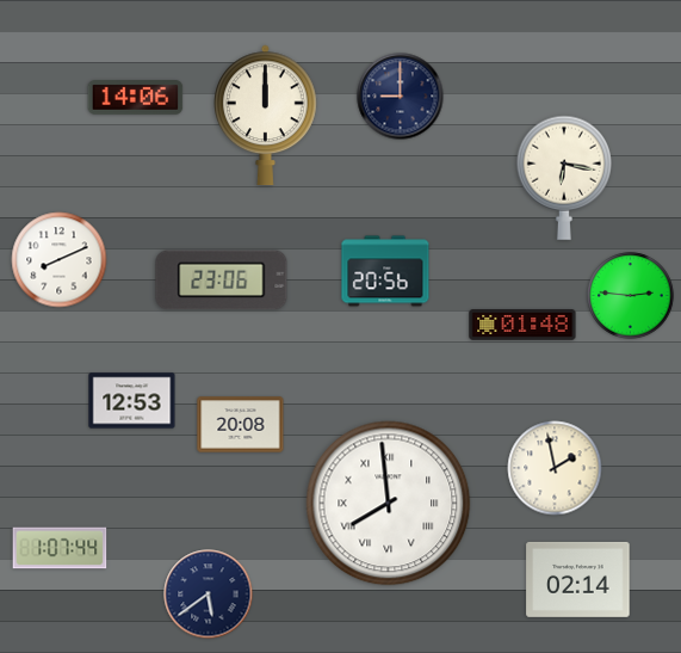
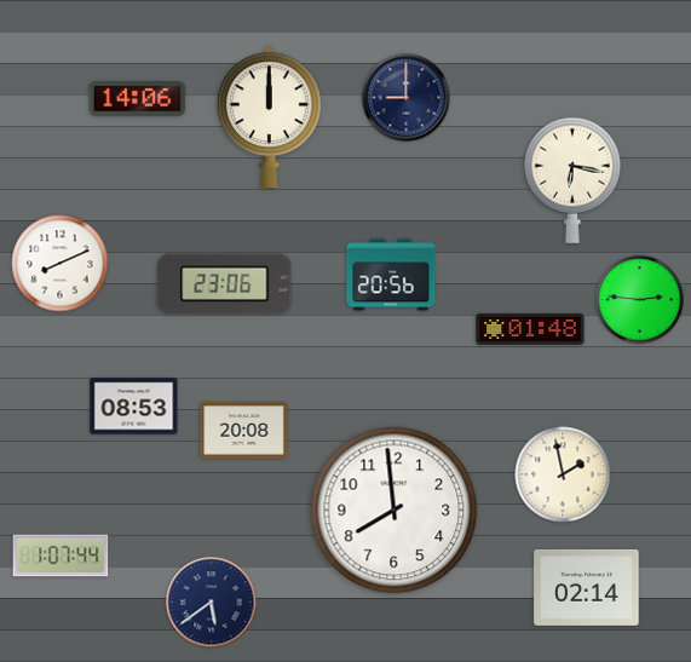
clock at (132, 401): 12:53 -> 08:53
clock at (389, 504) numerals: Roman -> Arabic
